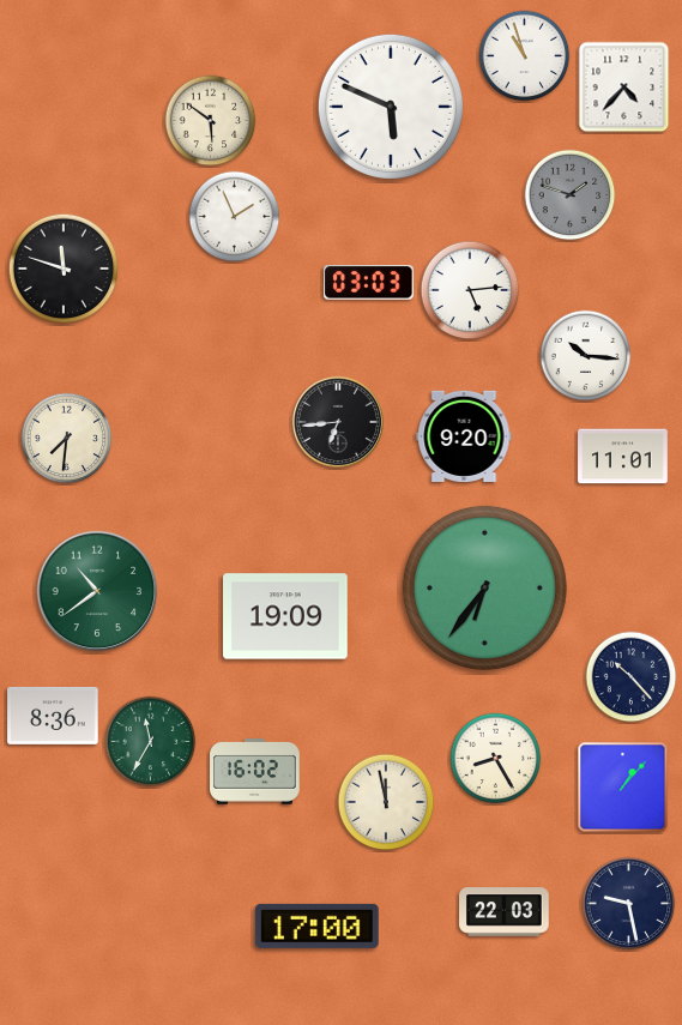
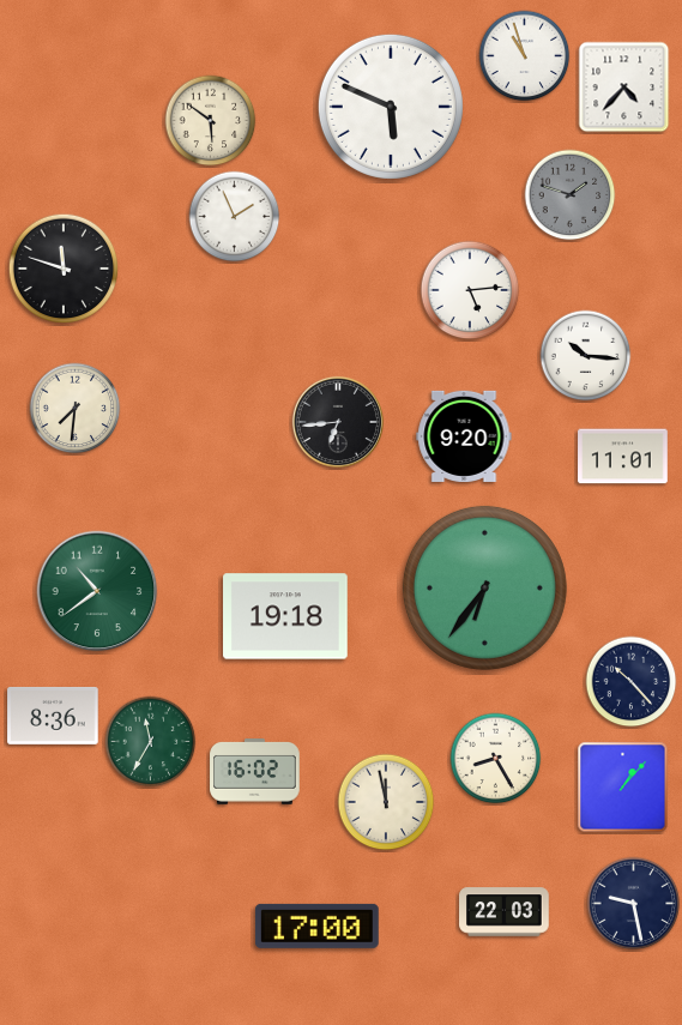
clock at (369, 283): 03:03 -> none
clock at (67, 439) position: (67, 439) -> (76, 409)
clock at (285, 616): 19:09 -> 19:18
clock at (632, 677) position: (632, 677) -> (632, 682)
clock at (629, 904) position: (629, 904) -> (634, 904)
